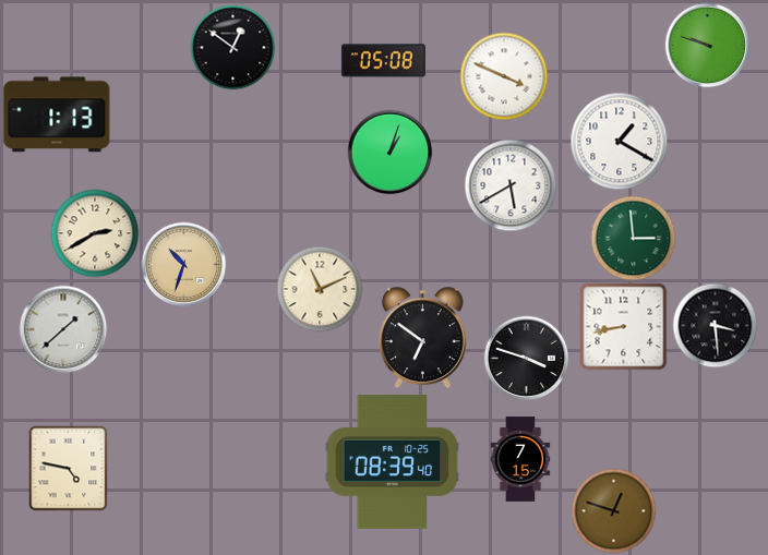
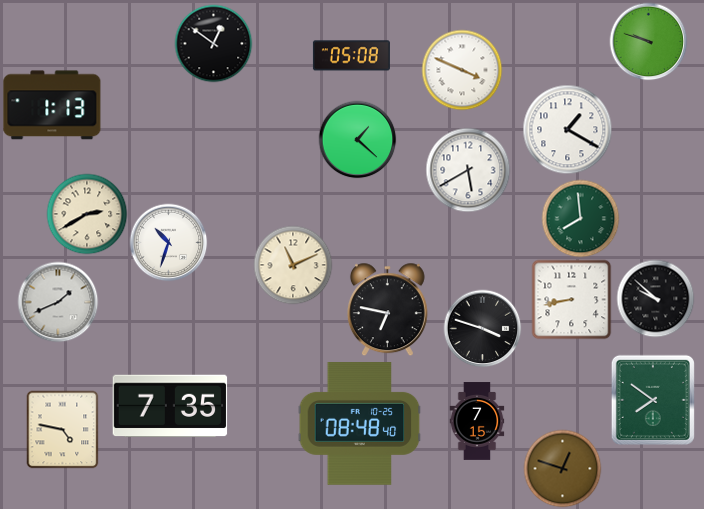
clock at (389, 152): 1:03 -> 1:22
clock at (633, 238): 2:59 -> 7:59
clock at (183, 264) dial: champagne -> white
clock at (715, 325): 3:29 -> 9:52
clock at (63, 329): 1:38 -> 1:41
clock at (422, 337): 6:51 -> 6:47
clock at (653, 400): none -> 7:51
clock at (170, 406): none -> 7:35
clock at (393, 462): 08:39 -> 08:48
